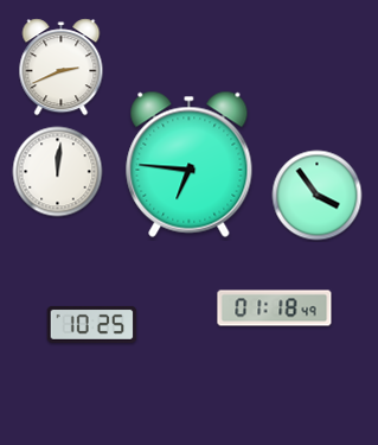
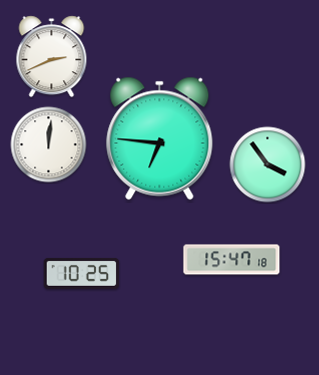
clock at (275, 309): 01:18 -> 15:47
clock at (92, 324) position: (92, 324) -> (82, 273)
